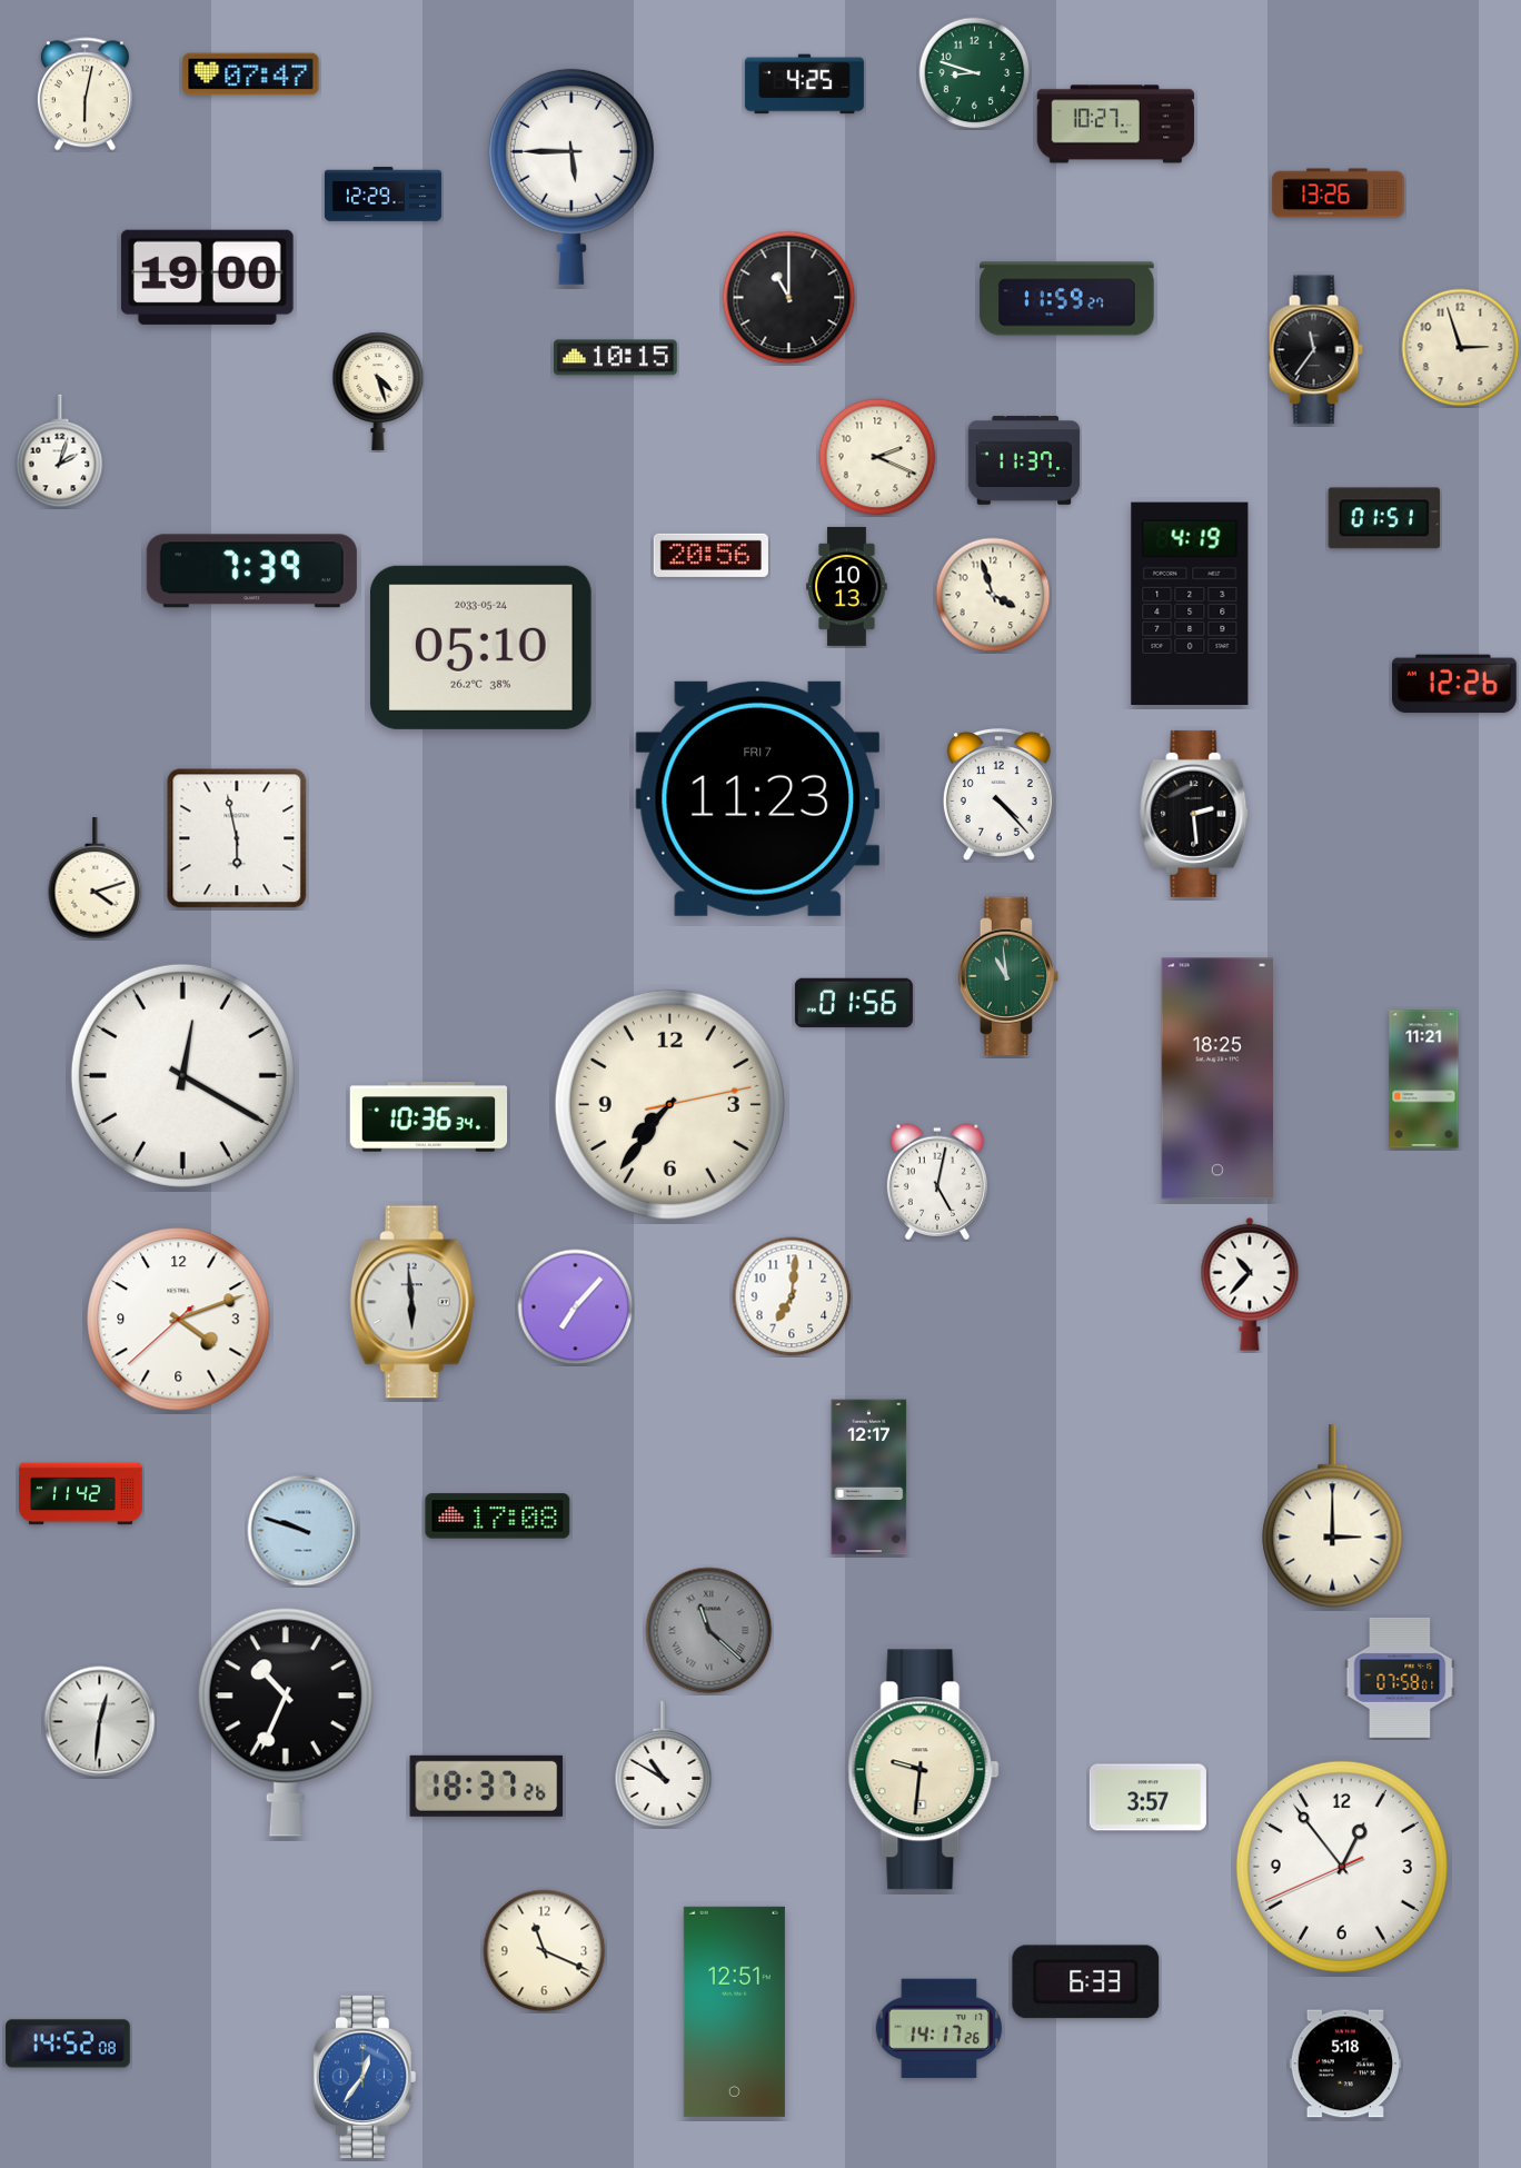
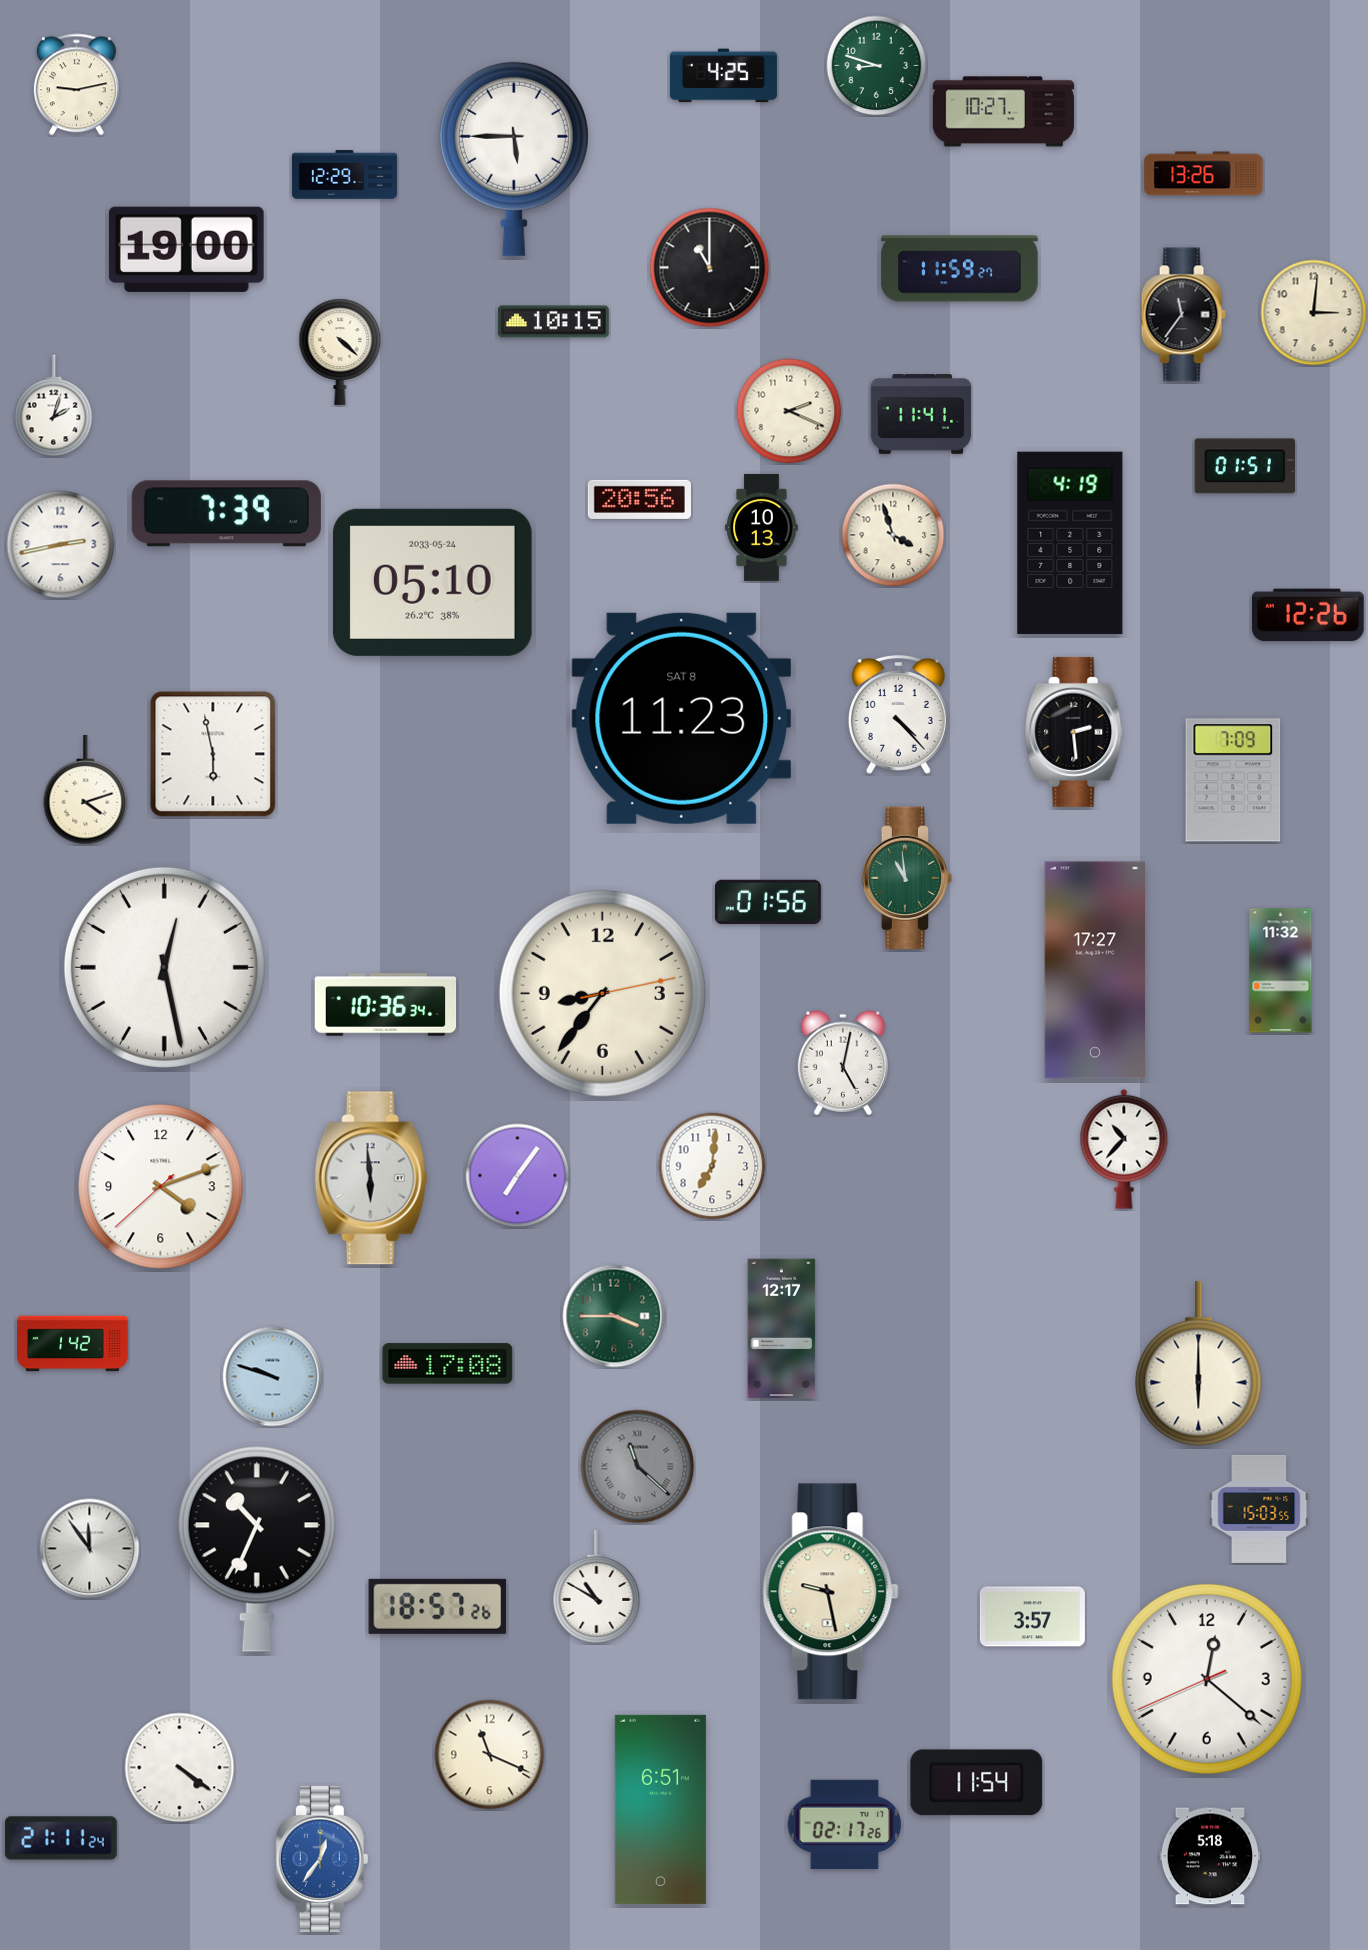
clock at (251, 74): 07:47 -> none
clock at (84, 95): 6:02 -> 9:13
clock at (1461, 348): 2:57 -> 3:01
clock at (378, 391): 4:27 -> 4:22
clock at (1024, 460): 11:37 -> 11:41
clock at (61, 545): none -> 2:43
clock at (758, 798) date: FRI 7 -> SAT 8
clock at (1233, 780): none -> 7:09
clock at (182, 1075): 12:20 -> 12:28
clock at (1216, 1078): 18:25 -> 17:27
clock at (1424, 1080): 11:21 -> 11:32
clock at (669, 1104): 7:36 -> 8:36
clock at (1250, 1284) position: (1250, 1284) -> (1124, 1149)
clock at (412, 1302) position: (412, 1302) -> (371, 1178)
clock at (576, 1307): 7:07 -> 7:06
clock at (614, 1316): none -> 3:45
clock at (81, 1494): 11:42 -> 1:42
clock at (1333, 1516): 3:00 -> 6:00
clock at (1400, 1678): 07:58 -> 15:03
clock at (100, 1722): 12:31 -> 11:54
clock at (924, 1770): 9:31 -> 9:28
clock at (487, 1786): 18:37 -> 18:57
clock at (1342, 1867): 12:53 -> 12:21
clock at (180, 1768): none -> 4:21
clock at (1086, 1982): 6:33 -> 11:54
clock at (734, 2011): 12:51 -> 6:51
clock at (940, 2028): 14:17 -> 02:17
clock at (68, 2043): 14:52 -> 21:11
clock at (365, 2077) position: (365, 2077) -> (322, 1859)
